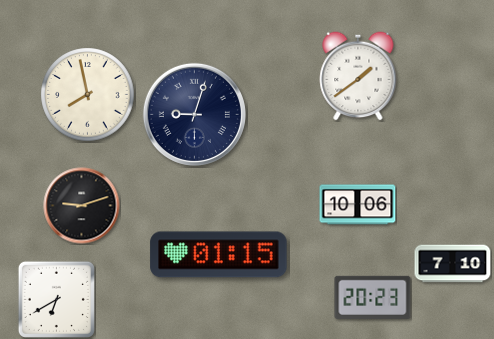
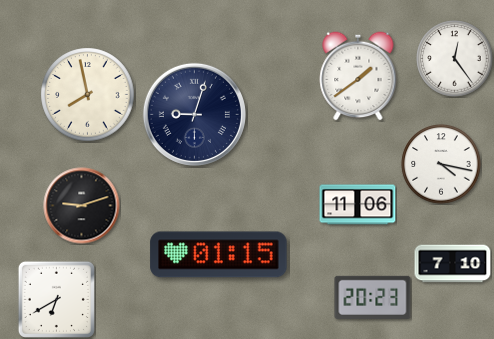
clock at (455, 59): none -> 12:24
clock at (441, 164): none -> 4:17
clock at (358, 205): 10:06 -> 11:06
